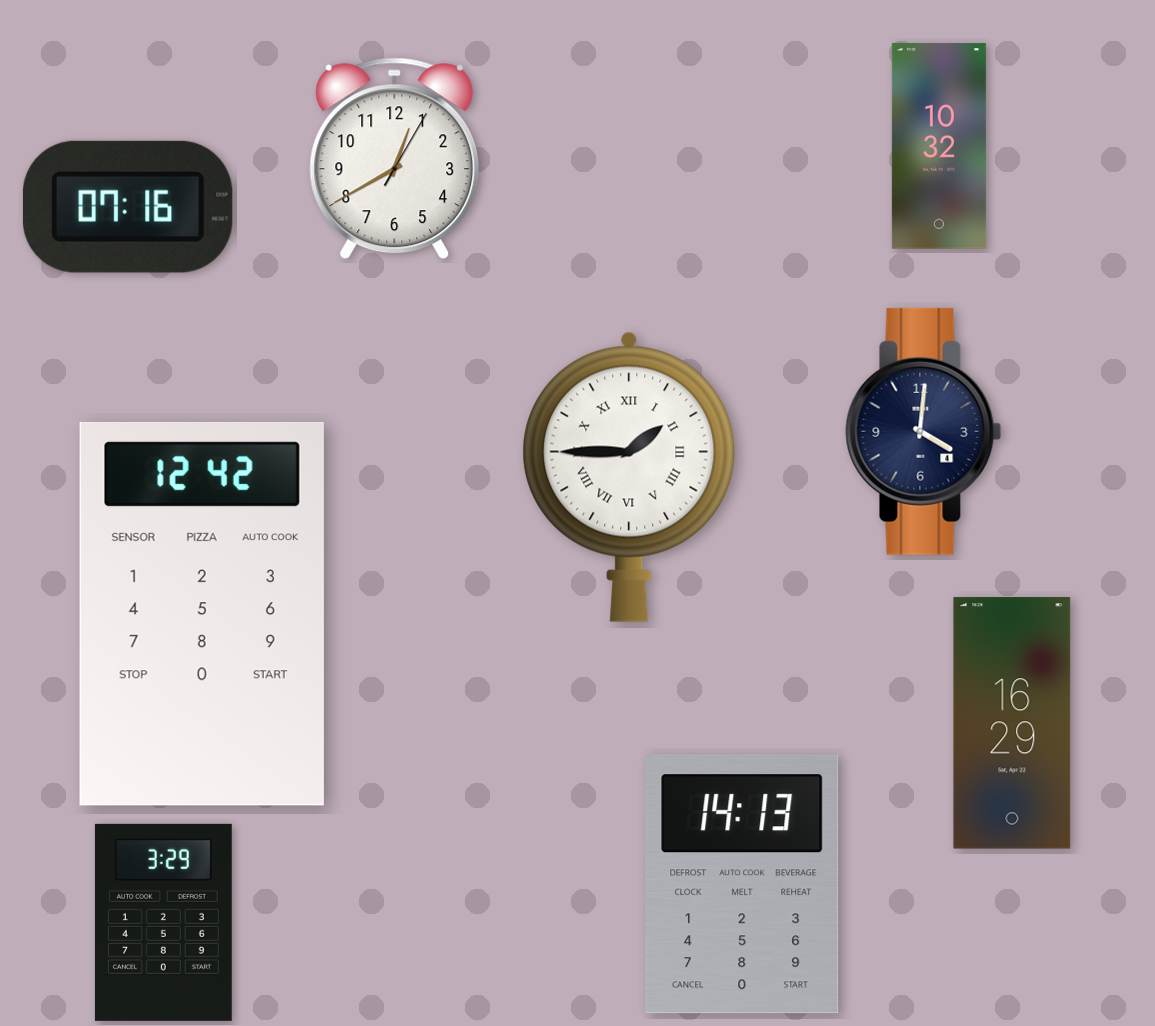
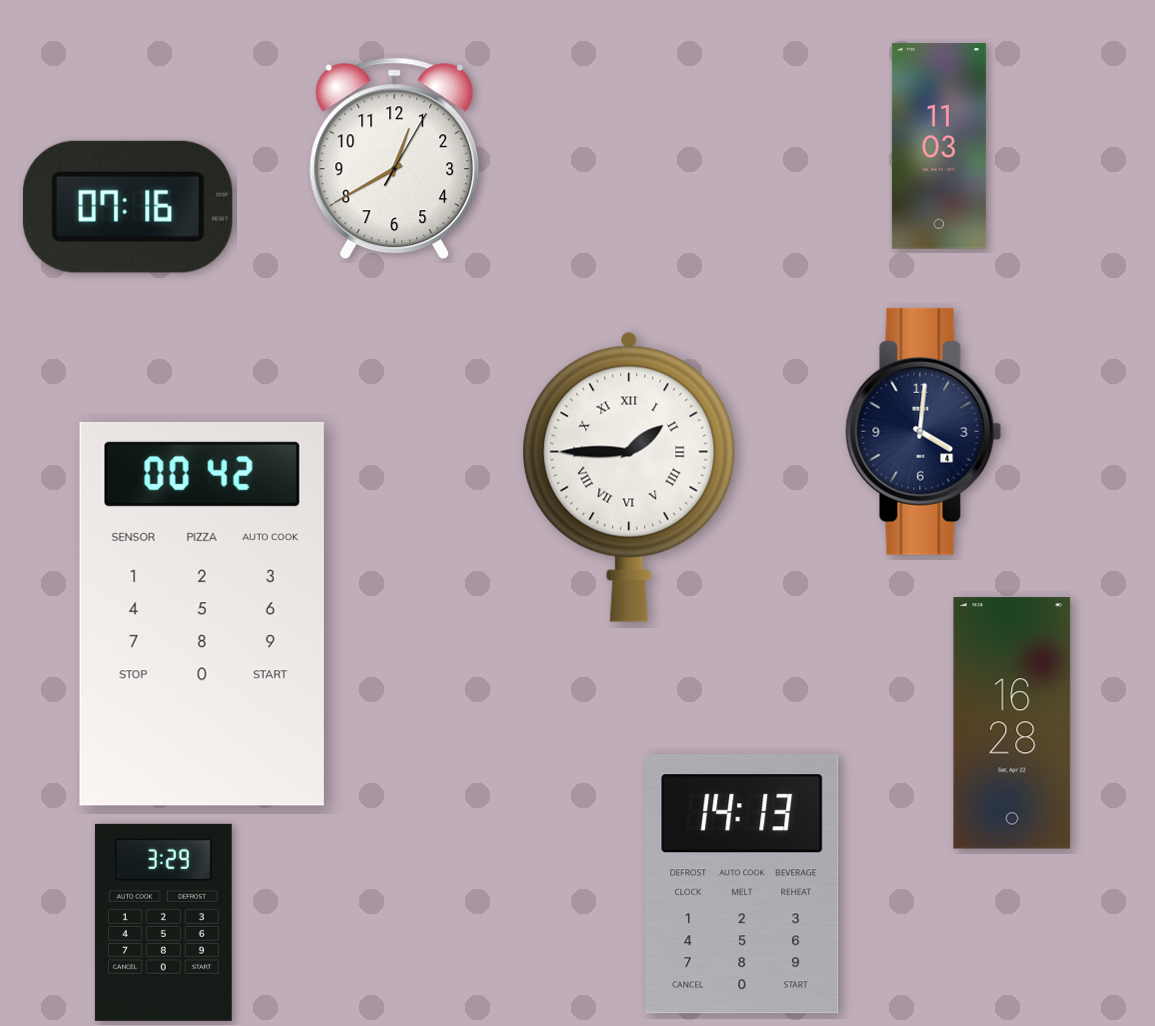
clock at (939, 146): 10:32 -> 11:03
clock at (202, 614): 12:42 -> 00:42
clock at (1012, 723): 16:29 -> 16:28
